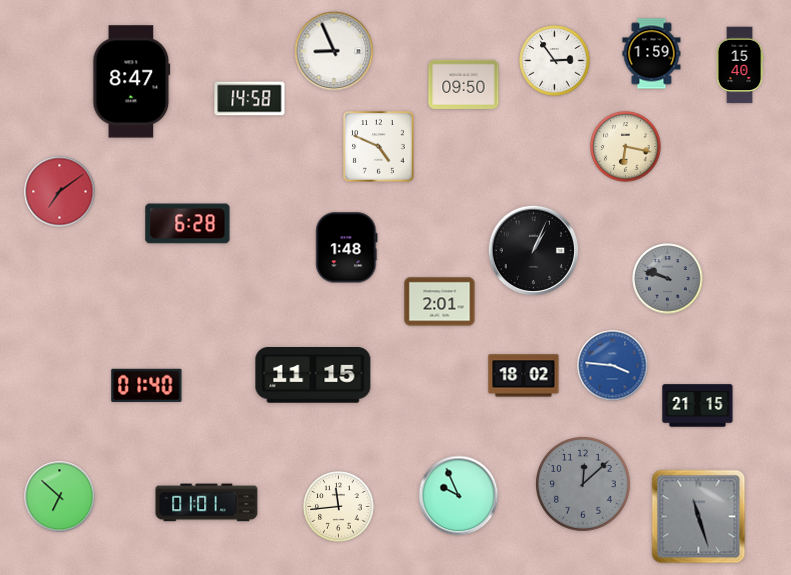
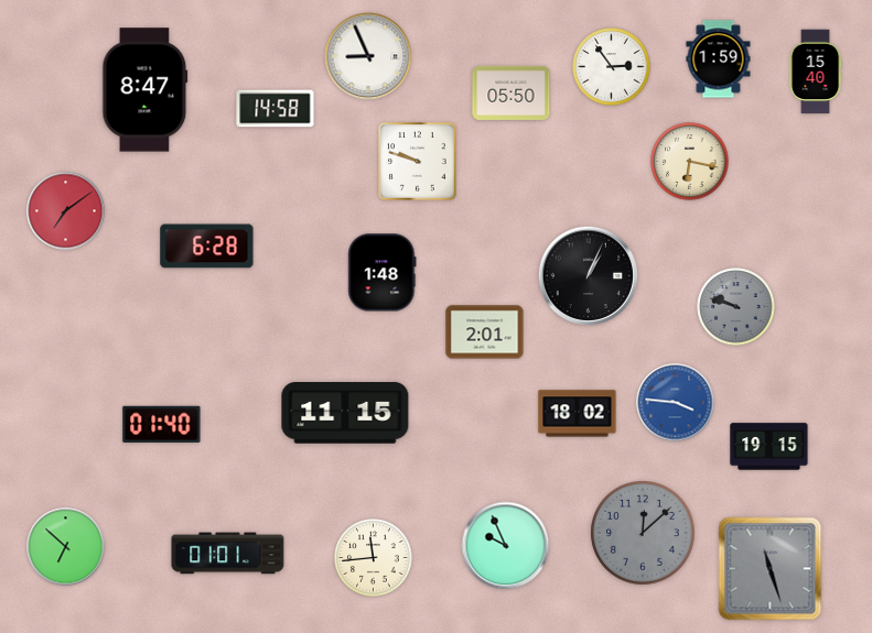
clock at (464, 84): 09:50 -> 05:50
clock at (379, 147): 4:49 -> 9:48
clock at (698, 406): 21:15 -> 19:15
